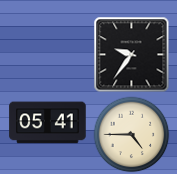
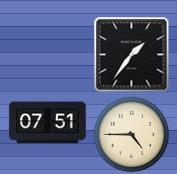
clock at (132, 55): 9:36 -> 1:36
clock at (48, 123): 05:41 -> 07:51
